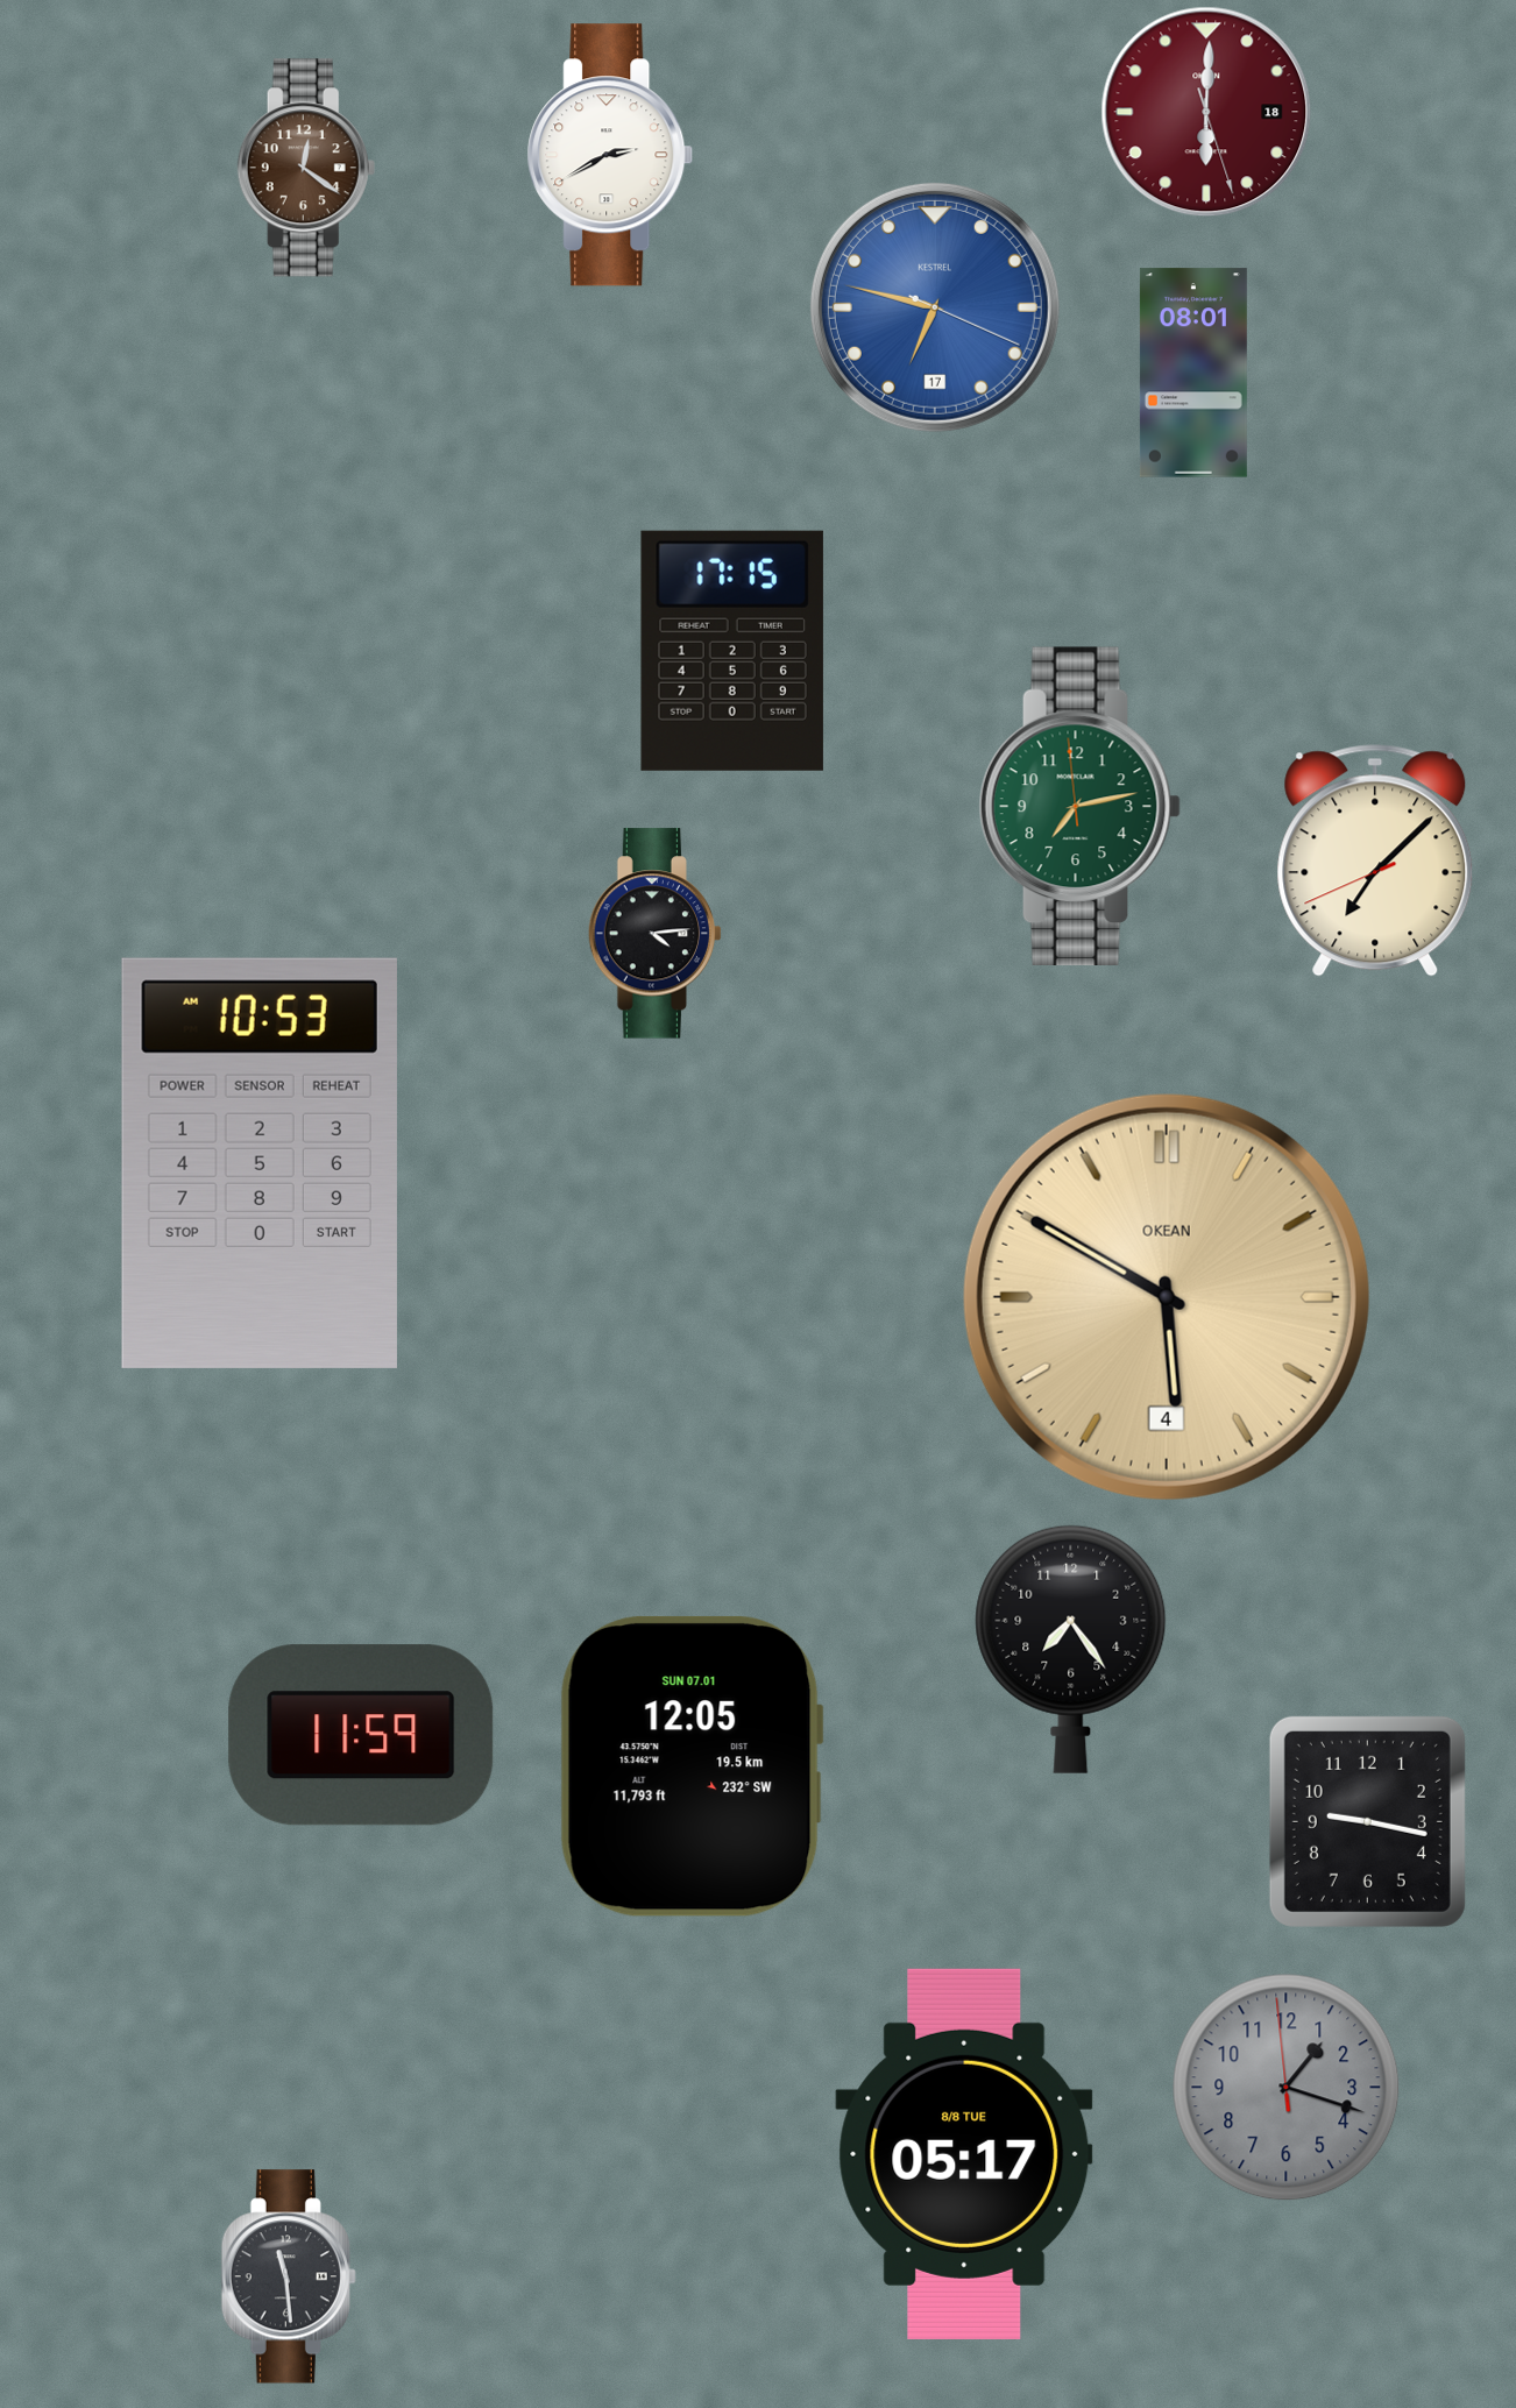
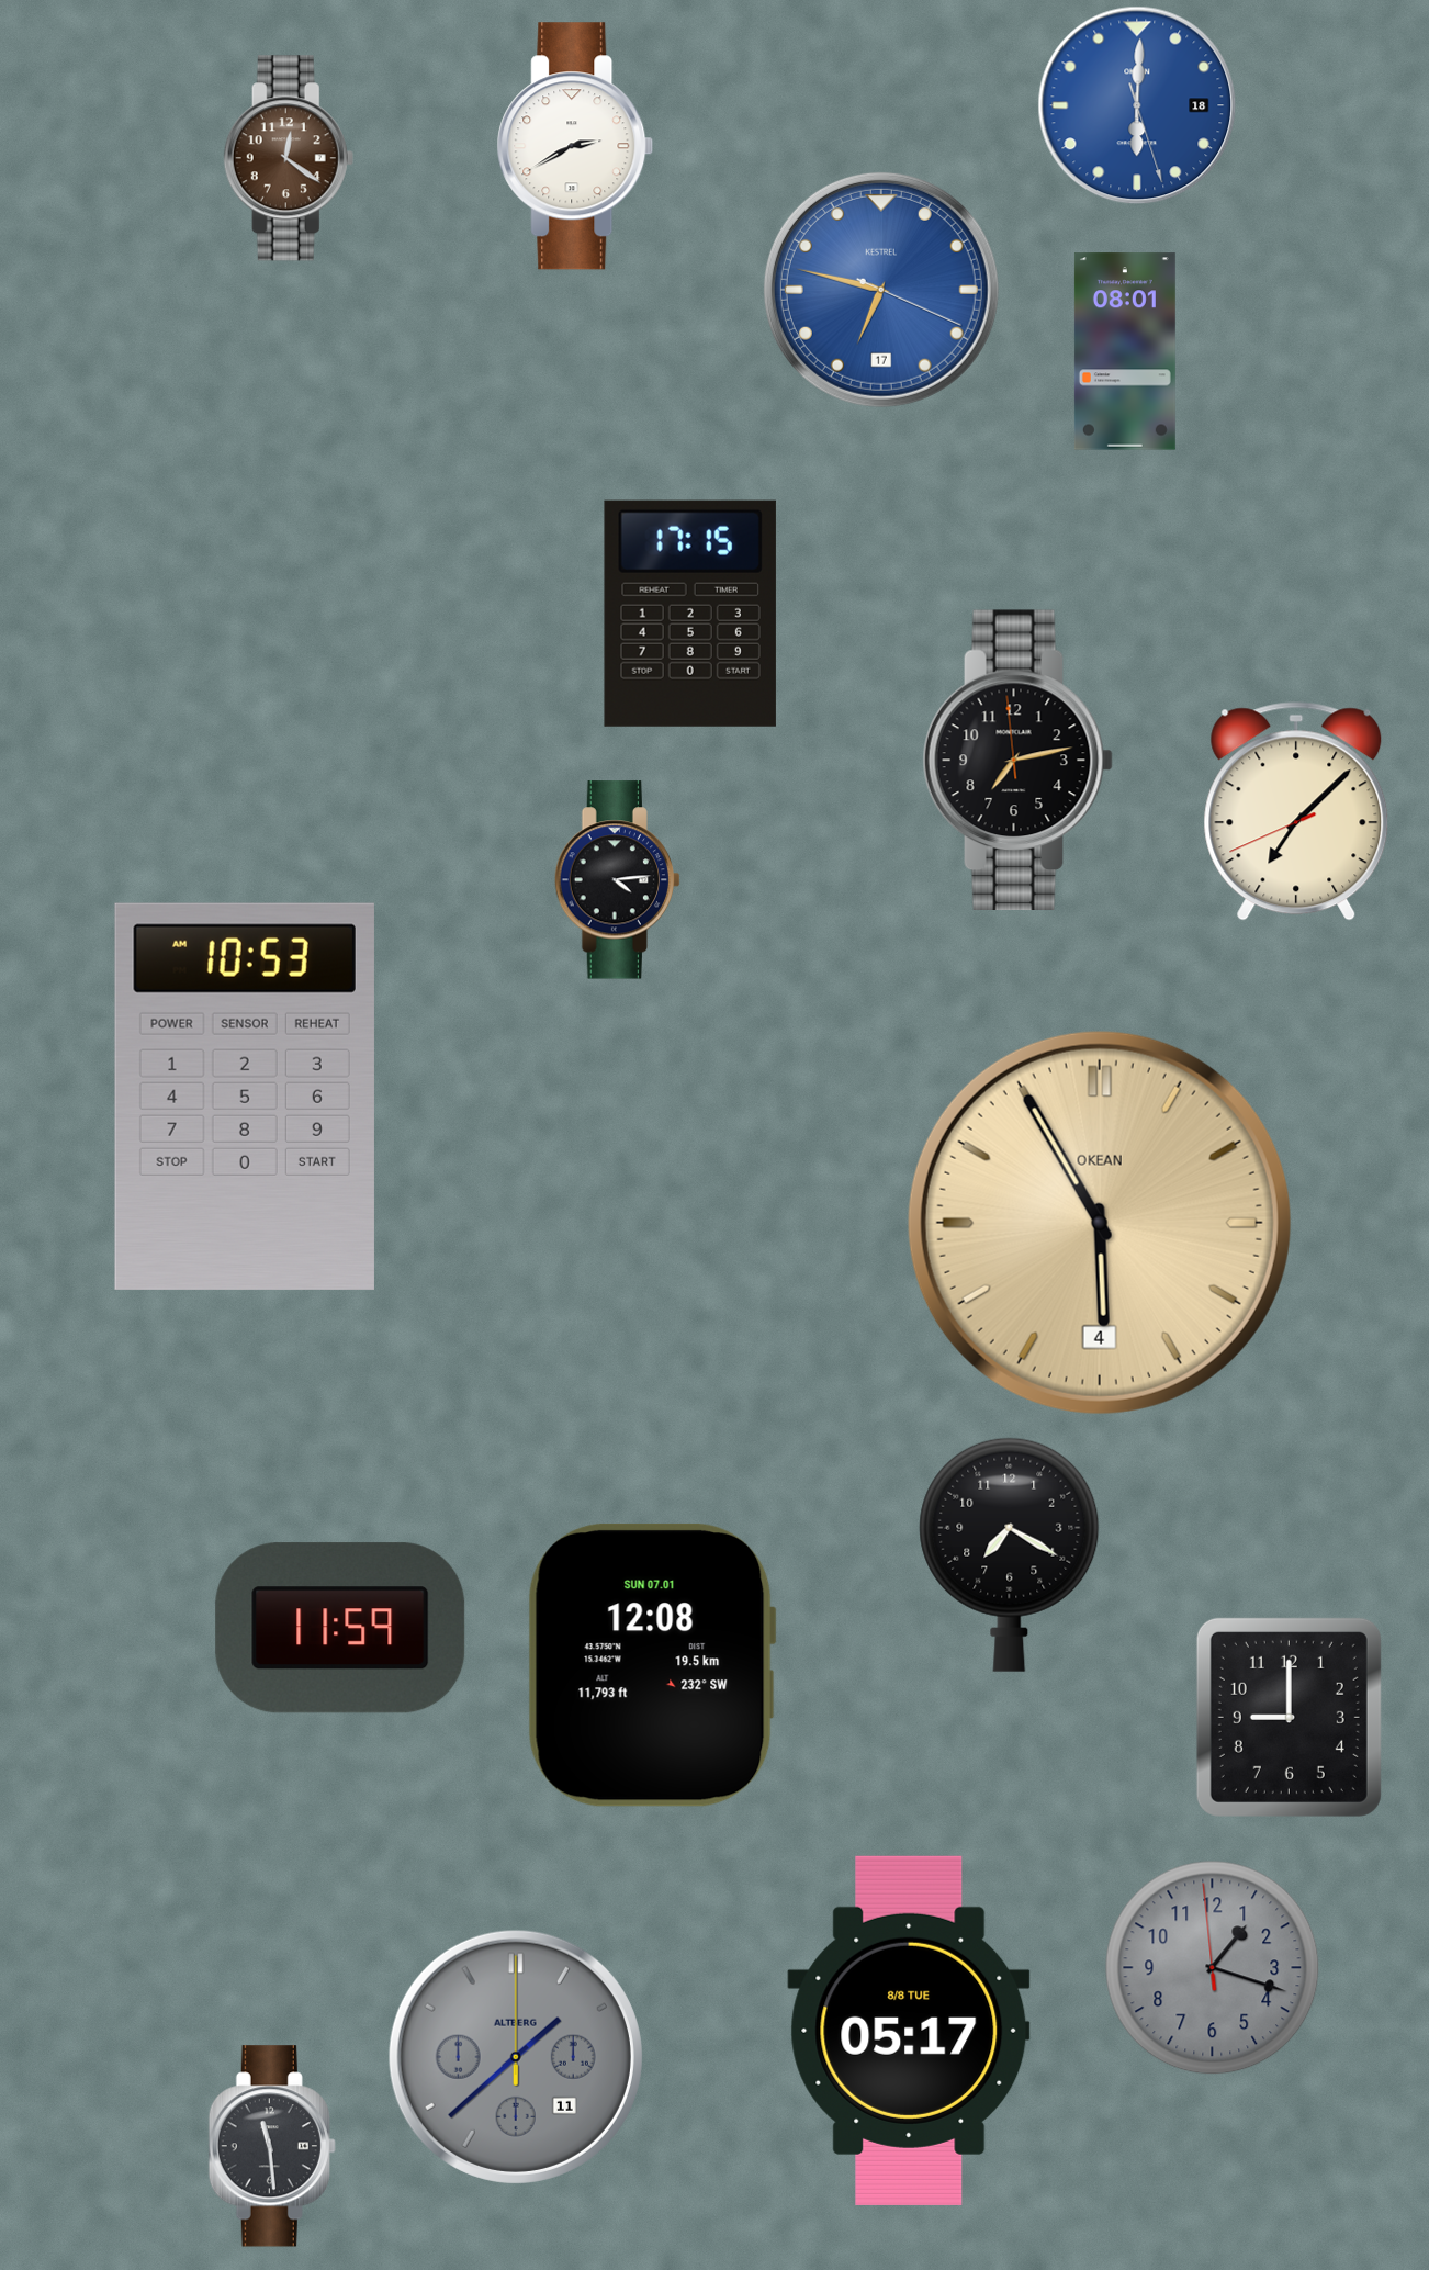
clock at (1206, 112) dial: burgundy -> blue
clock at (1079, 806) dial: green -> black
clock at (1167, 1297): 5:50 -> 5:55
clock at (1071, 1649): 7:24 -> 7:20
clock at (361, 1735) position: (361, 1735) -> (340, 1628)
clock at (692, 1766): 12:05 -> 12:08
clock at (1367, 1821): 9:17 -> 9:00
clock at (516, 2057): none -> 1:38
